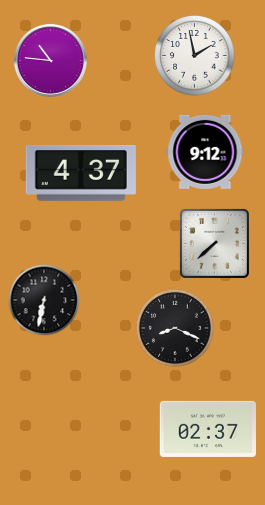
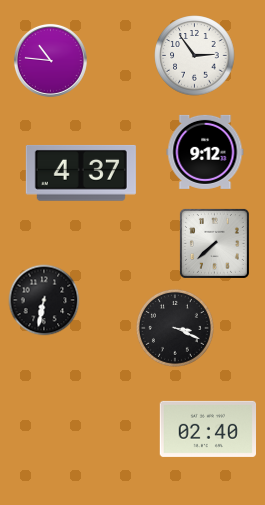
clock at (195, 56): 1:58 -> 2:54
clock at (175, 328): 8:19 -> 3:19
clock at (207, 429): 02:37 -> 02:40
